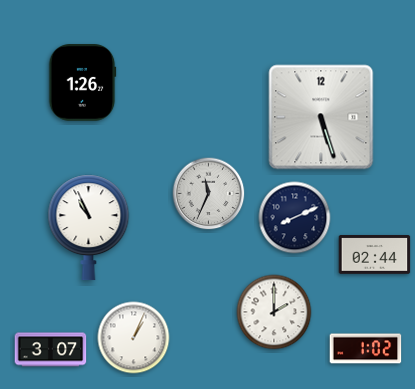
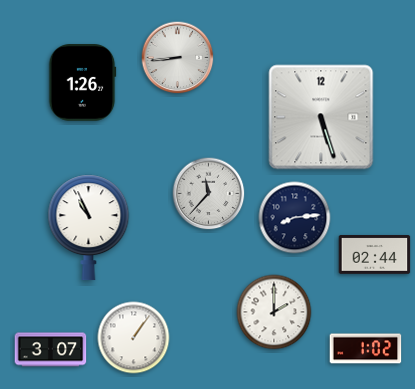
clock at (178, 58): none -> 8:44
clock at (209, 194): 11:34 -> 11:37
clock at (295, 218): 8:11 -> 8:14
clock at (134, 338): 1:04 -> 1:06
